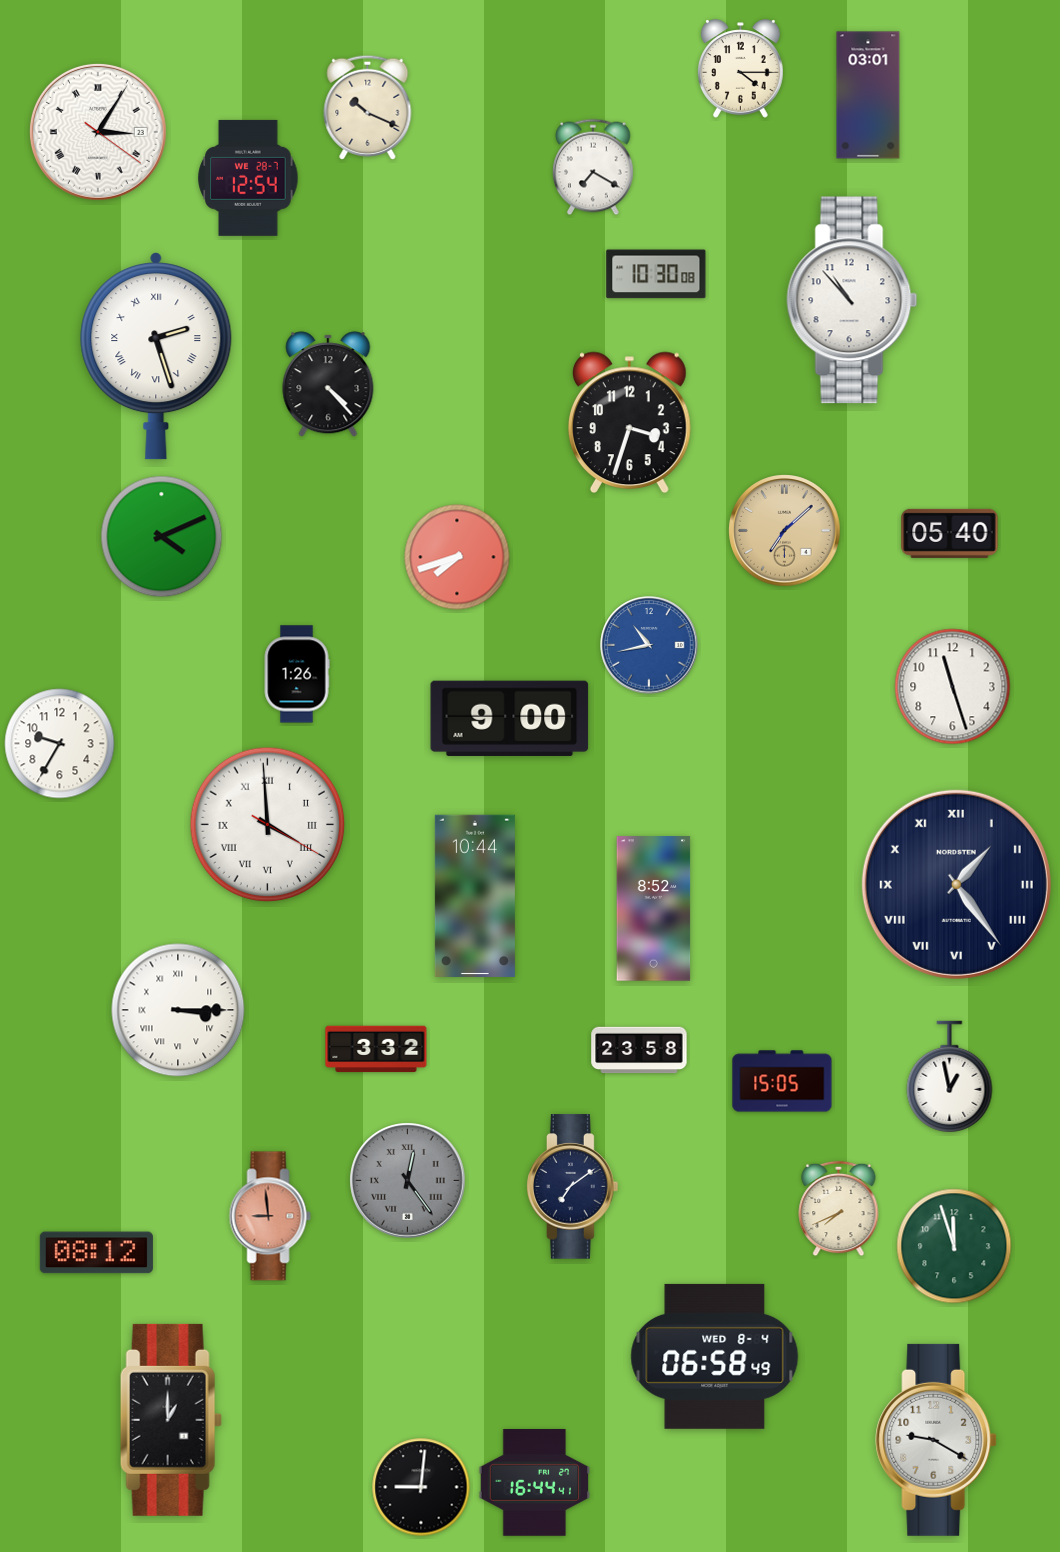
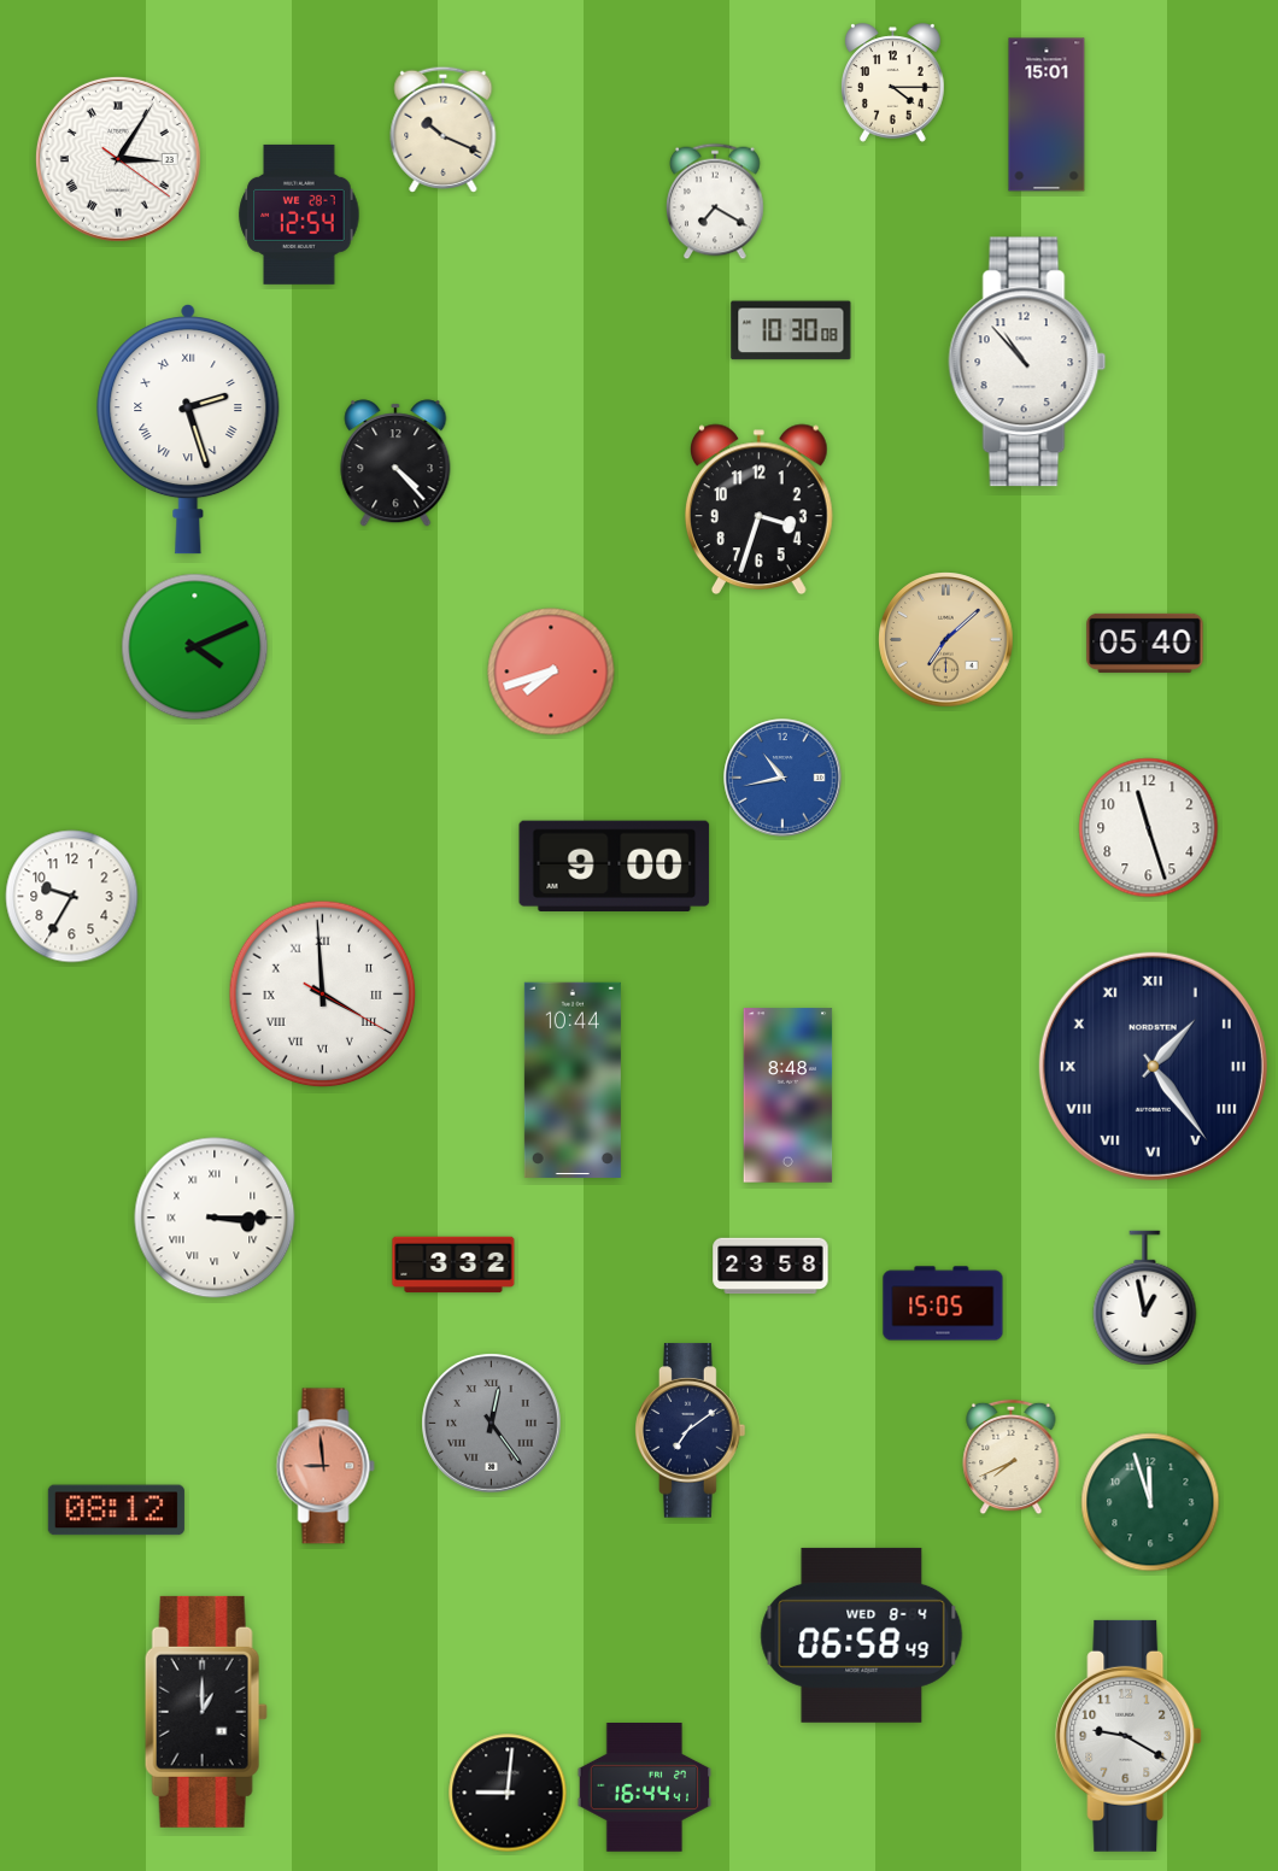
clock at (868, 95): 03:01 -> 15:01
clock at (297, 674): 1:26 -> none
clock at (654, 909): 8:52 -> 8:48
